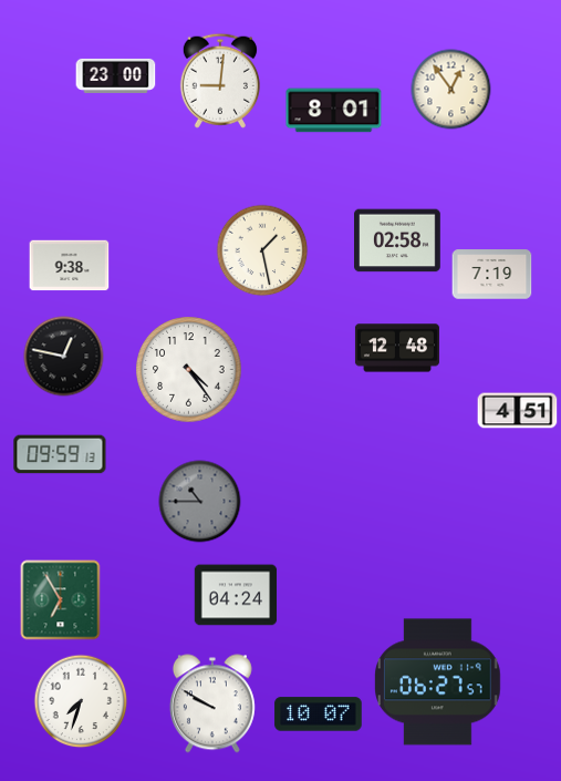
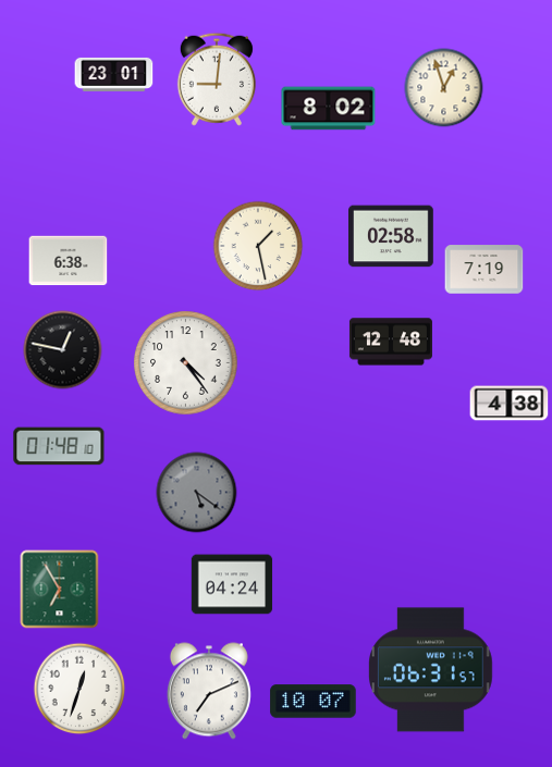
clock at (116, 75): 23:00 -> 23:01
clock at (451, 90): 12:54 -> 12:57
clock at (334, 111): 8:01 -> 8:02
clock at (70, 266): 9:38 -> 6:38
clock at (518, 411): 4:51 -> 4:38
clock at (60, 454): 09:59 -> 01:48
clock at (200, 502): 10:45 -> 5:21
clock at (438, 682): 06:27 -> 06:31
clock at (81, 701): 7:33 -> 12:33
clock at (212, 703): 9:50 -> 7:11
